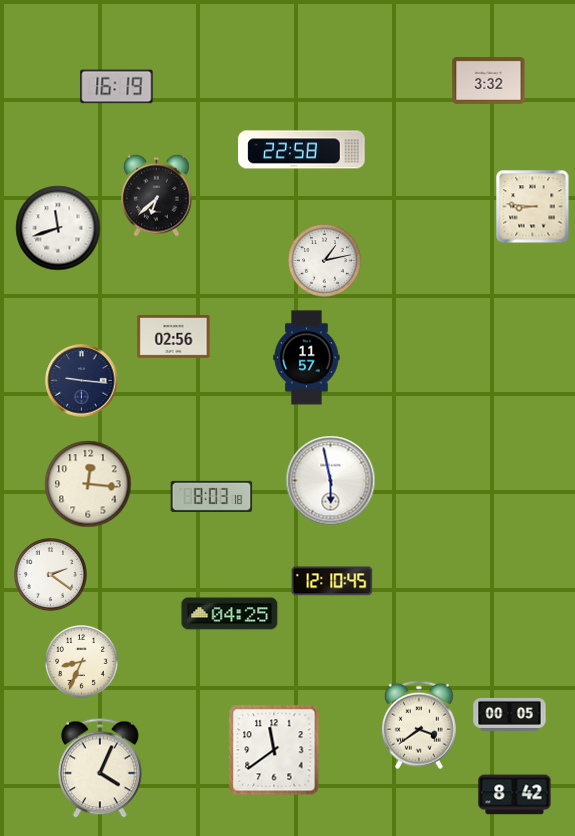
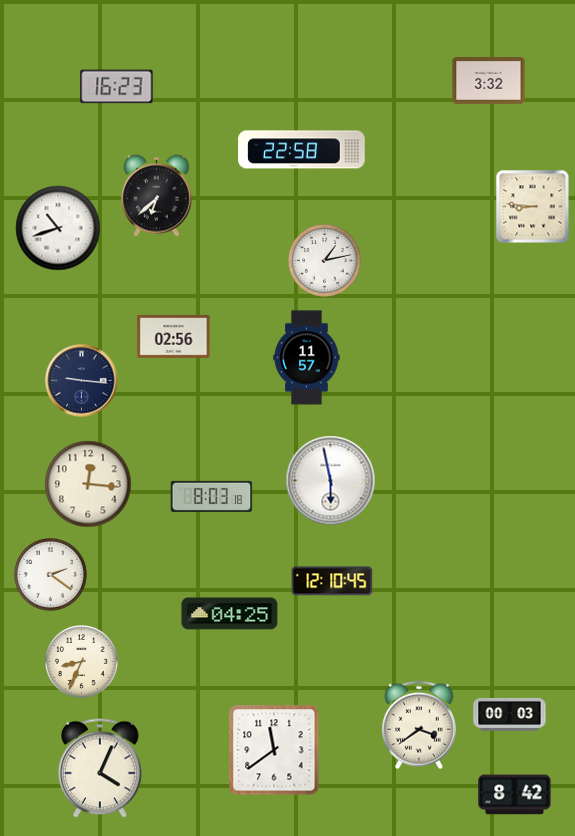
clock at (117, 87): 16:19 -> 16:23
clock at (58, 228): 11:42 -> 10:42
clock at (510, 714): 00:05 -> 00:03
